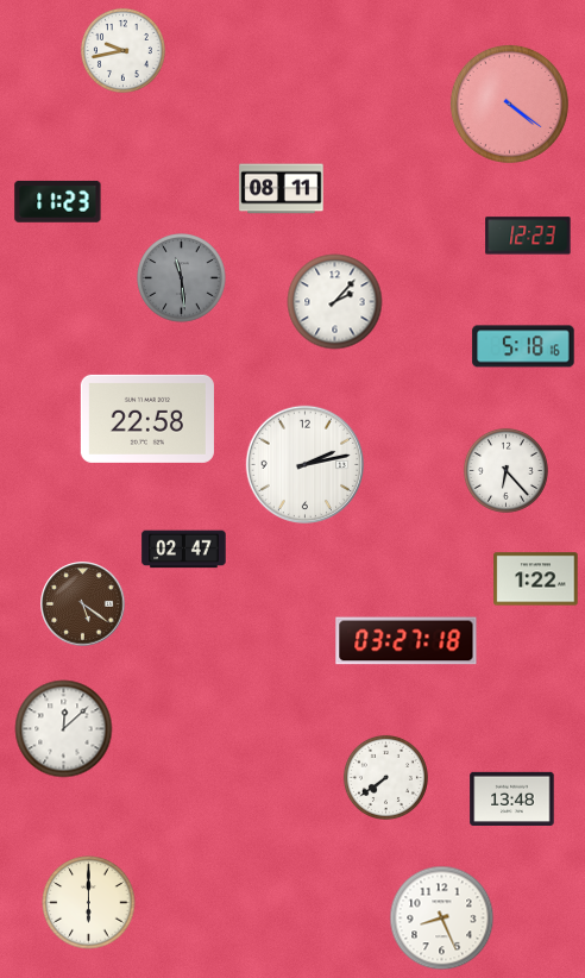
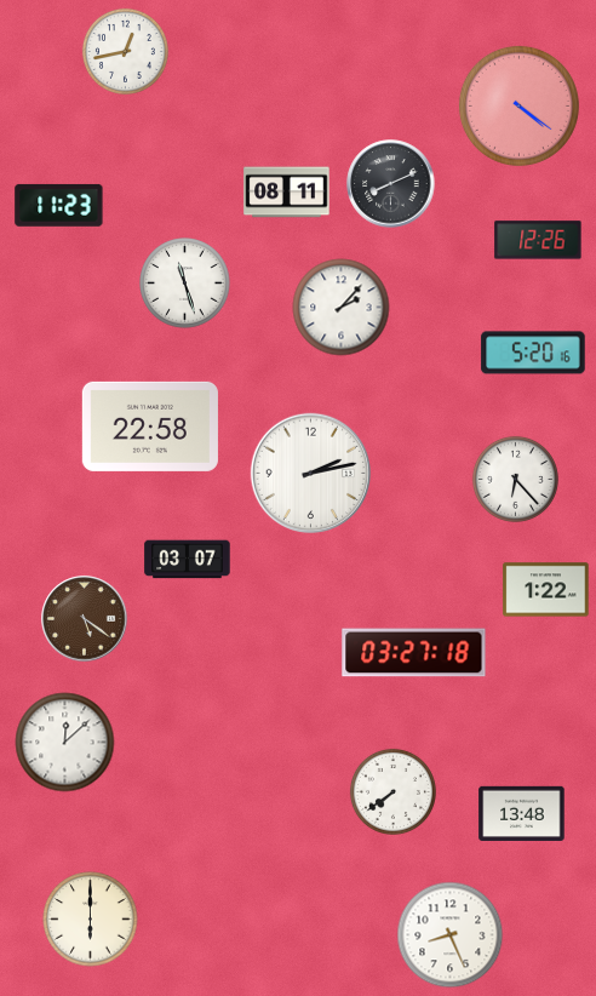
clock at (122, 50): 9:43 -> 12:43
clock at (391, 184): none -> 8:11
clock at (528, 236): 12:23 -> 12:26
clock at (182, 278): 11:29 -> 11:27
clock at (182, 278) dial: grey -> white
clock at (523, 346): 5:18 -> 5:20
clock at (184, 550): 02:47 -> 03:07
clock at (83, 604) position: (83, 604) -> (85, 619)
